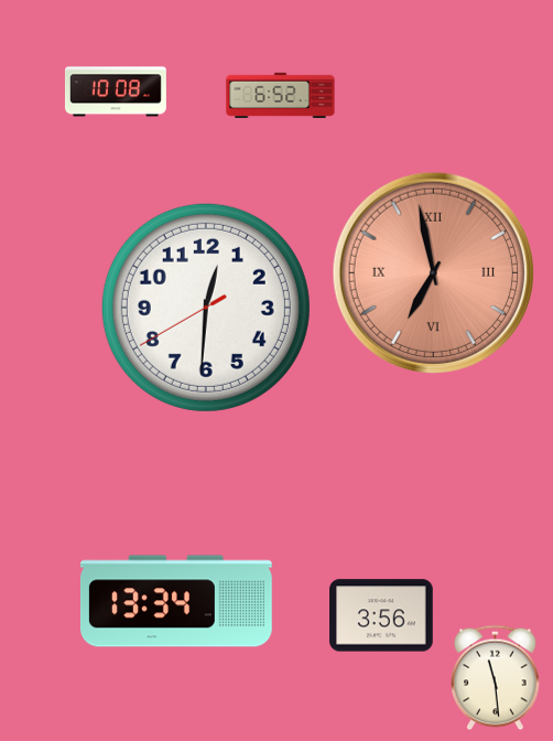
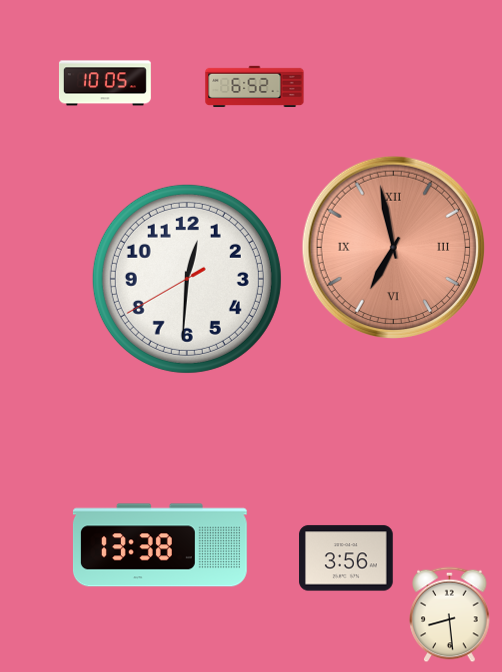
clock at (116, 92): 10:08 -> 10:05
clock at (176, 601): 13:34 -> 13:38
clock at (496, 678): 11:29 -> 8:29
